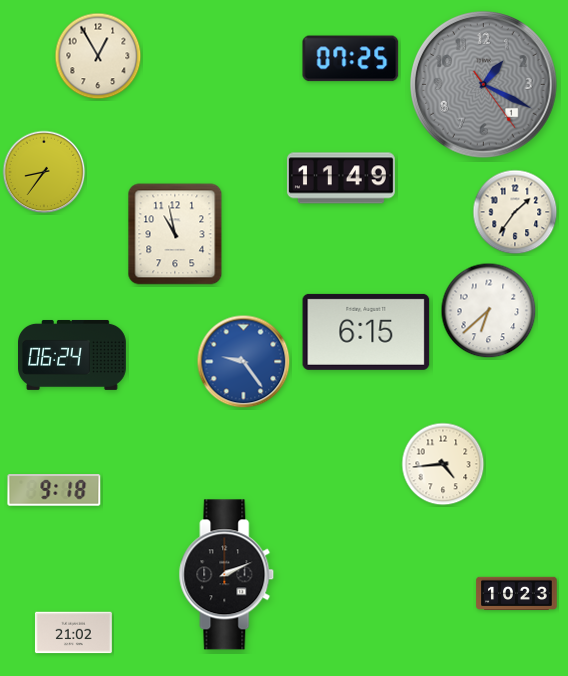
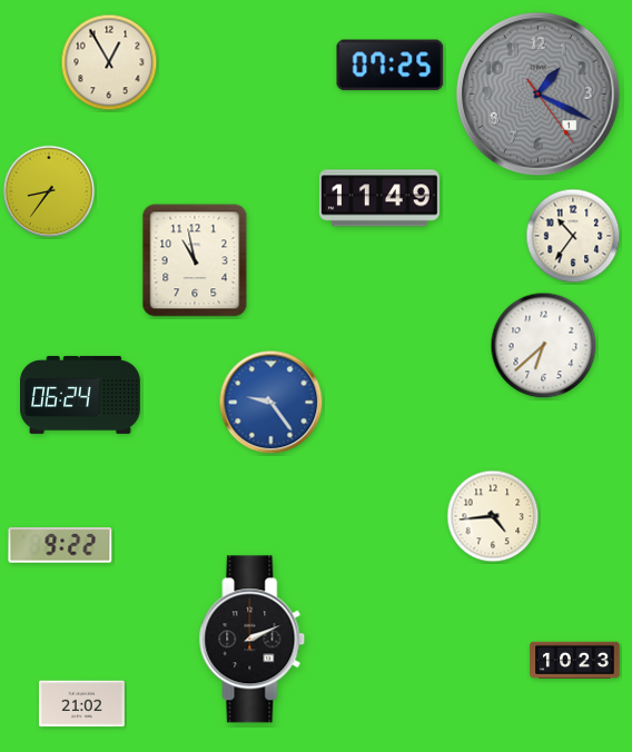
clock at (515, 212): 1:36 -> 10:36
clock at (366, 332): 6:15 -> none
clock at (54, 490): 9:18 -> 9:22
